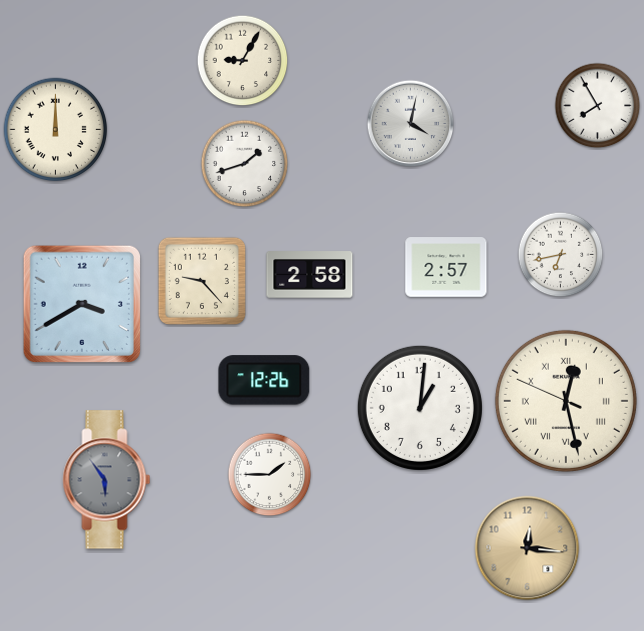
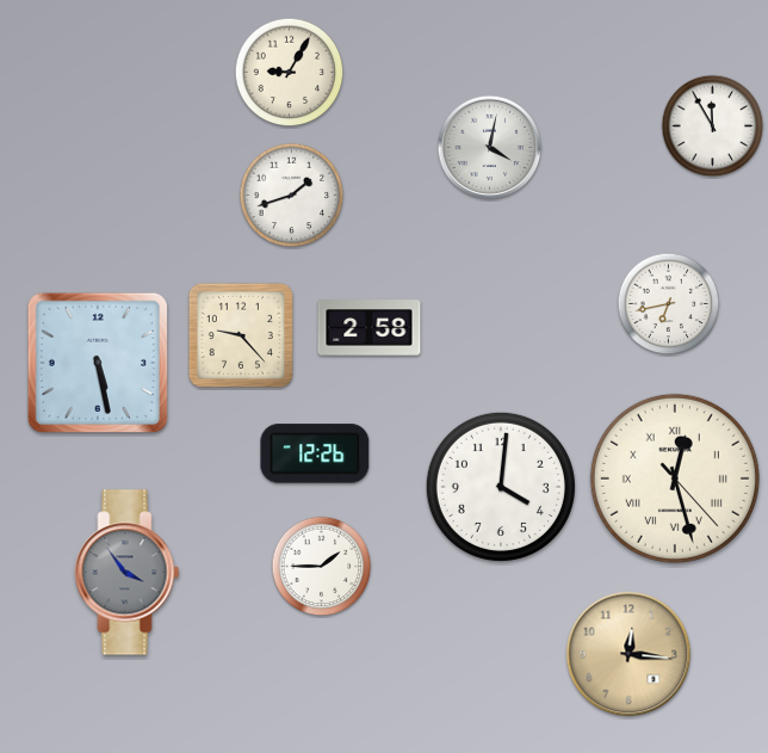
clock at (598, 106): 7:55 -> 11:55
clock at (56, 130): 12:00 -> none
clock at (446, 267): 2:57 -> none
clock at (82, 304): 3:40 -> 5:28
clock at (566, 401): 12:27:49 -> 12:27:23
clock at (420, 408): 1:01 -> 4:01
clock at (107, 480): 5:54 -> 3:54
